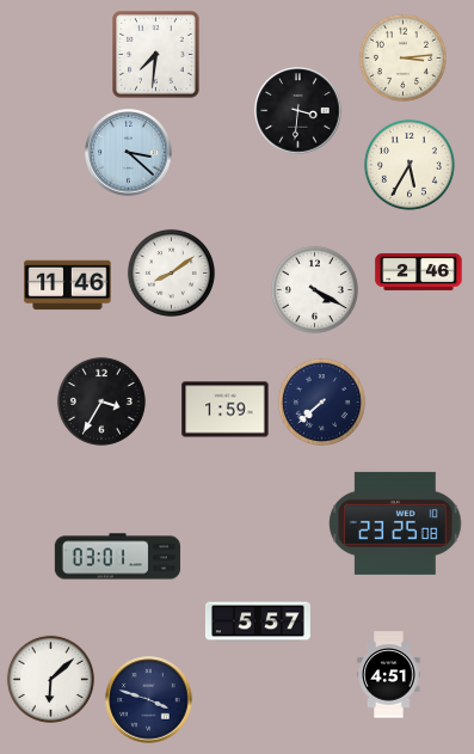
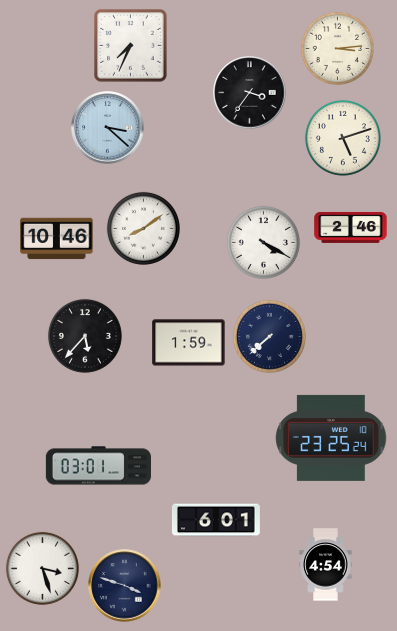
clock at (156, 55): 7:31 -> 7:34
clock at (298, 111): 3:31 -> 3:36
clock at (410, 165): 5:35 -> 5:12
clock at (68, 286): 11:46 -> 10:46
clock at (101, 401): 3:35 -> 5:37
clock at (395, 523): 23:25:08 -> 23:25:24
clock at (258, 621): 5:57 -> 6:01
clock at (389, 675): 4:51 -> 4:54
clock at (50, 679): 6:08 -> 3:27
